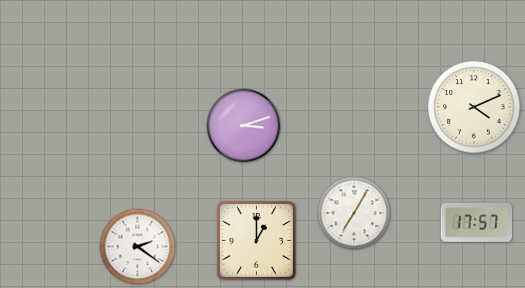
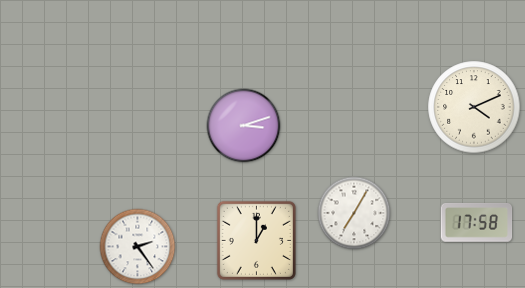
clock at (477, 223): 17:57 -> 17:58
clock at (138, 247): 2:21 -> 2:24
